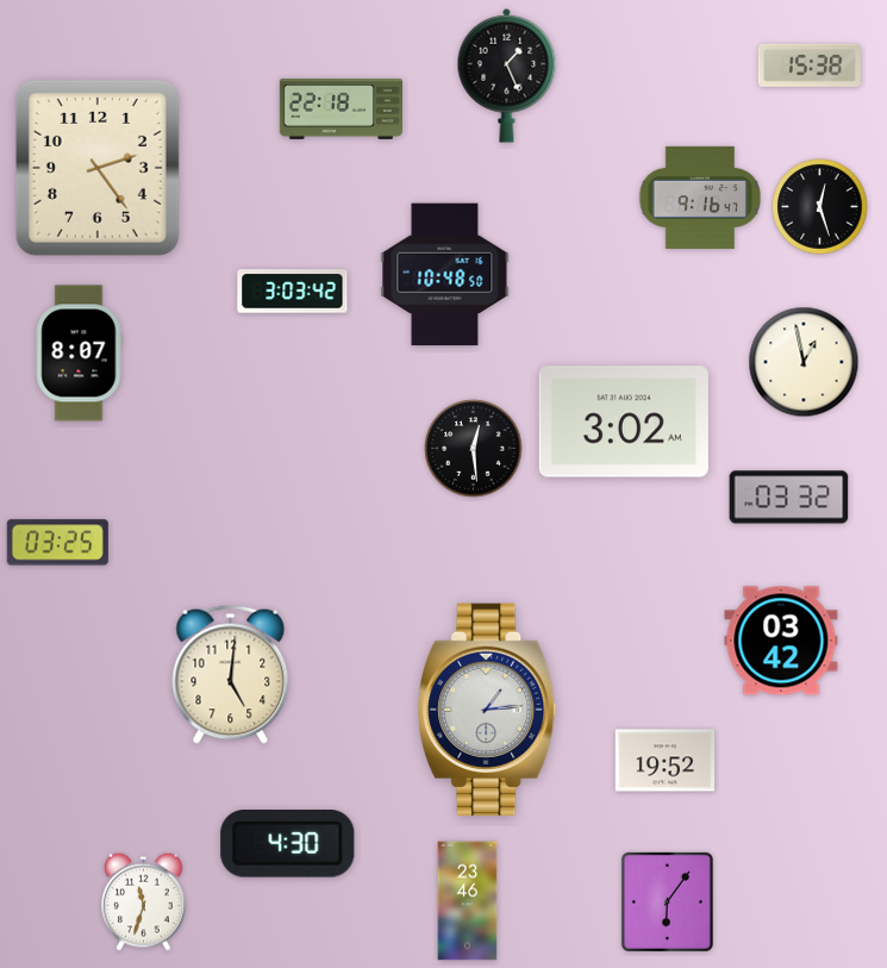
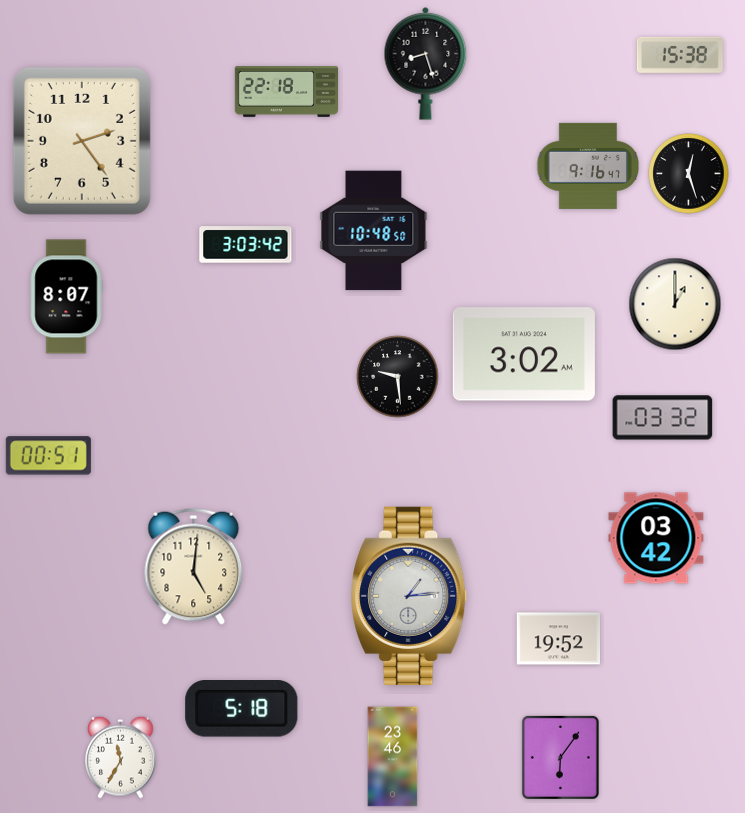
clock at (507, 75): 1:26 -> 8:27
clock at (804, 362): 12:58 -> 1:00
clock at (474, 449): 12:29 -> 9:29
clock at (57, 543): 03:25 -> 00:51
clock at (288, 844): 4:30 -> 5:18
clock at (144, 901): 11:33 -> 11:35
